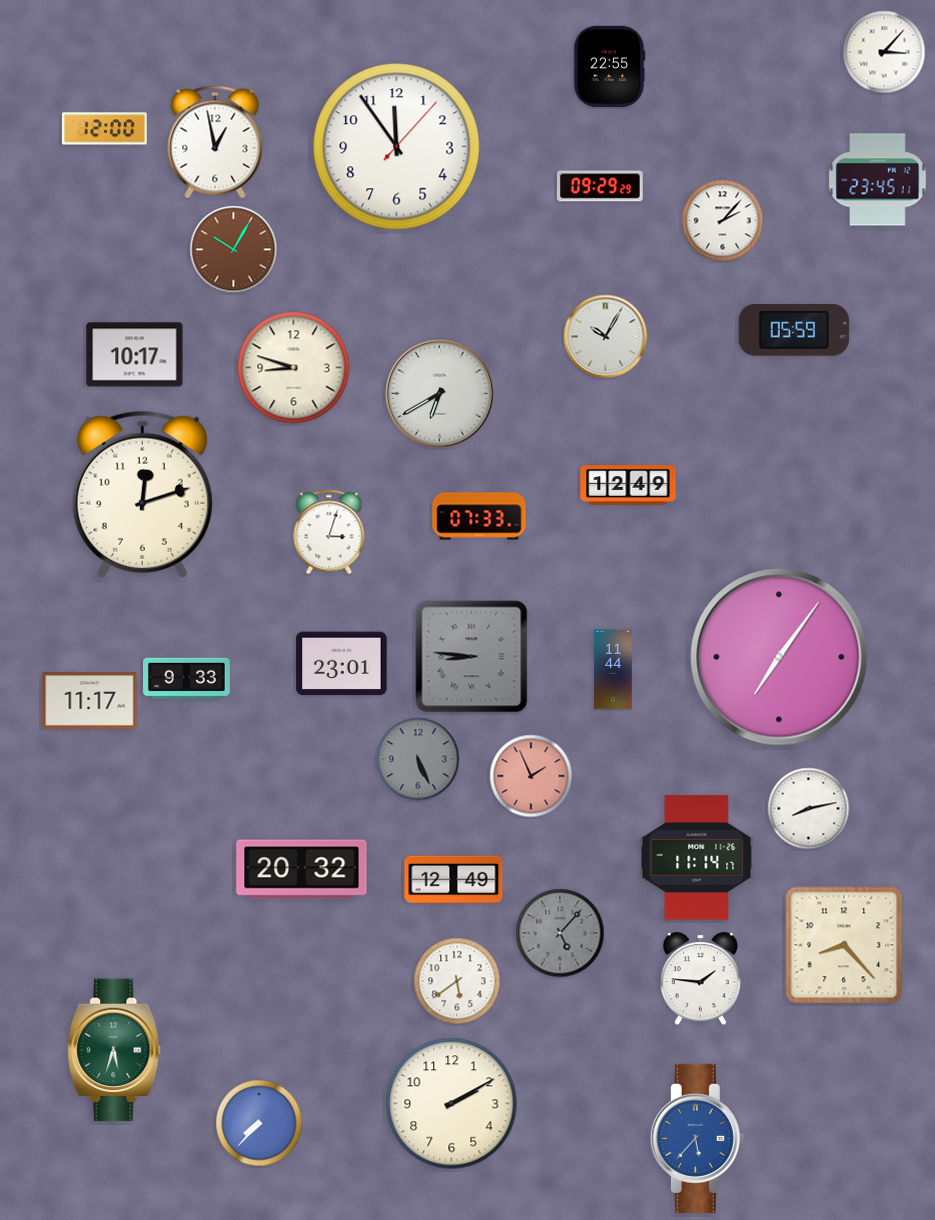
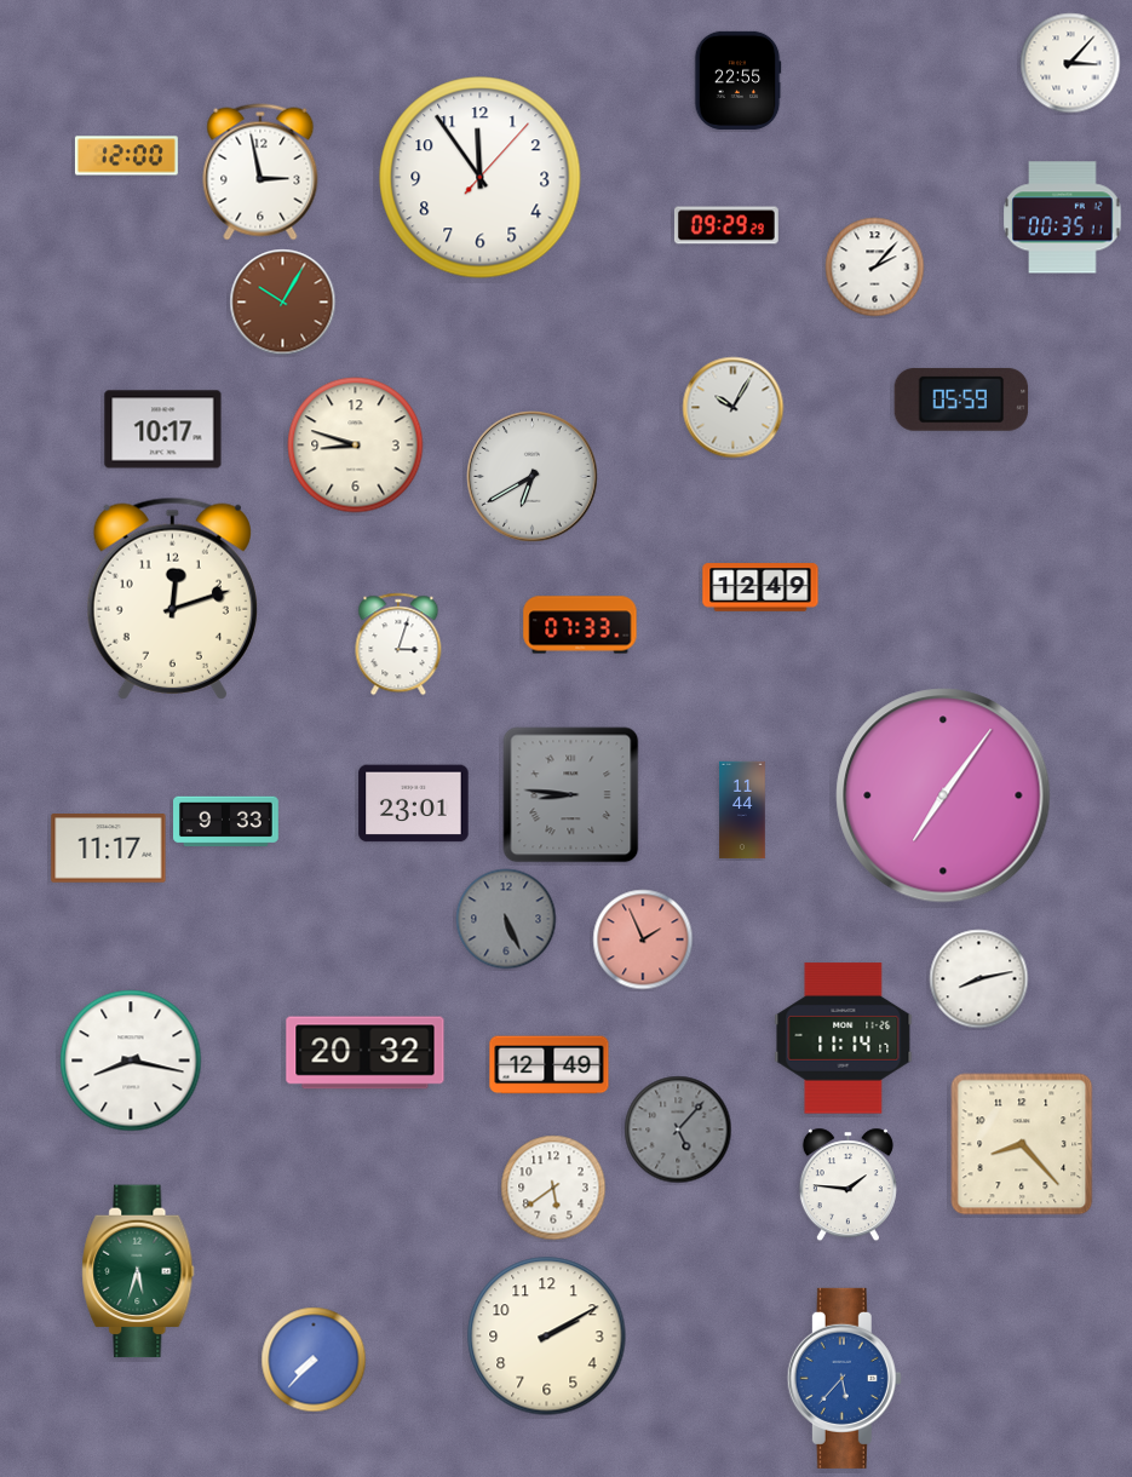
clock at (215, 142): 12:58 -> 2:58
clock at (878, 180): 23:45 -> 00:35
clock at (131, 1061): none -> 8:17
